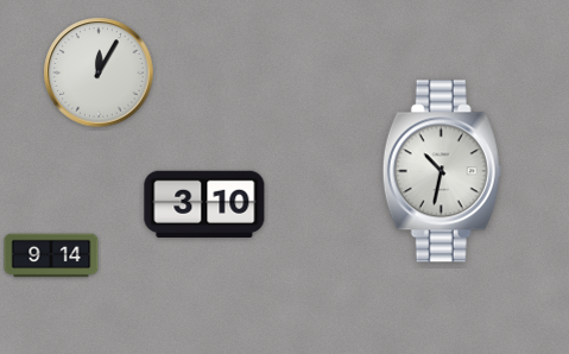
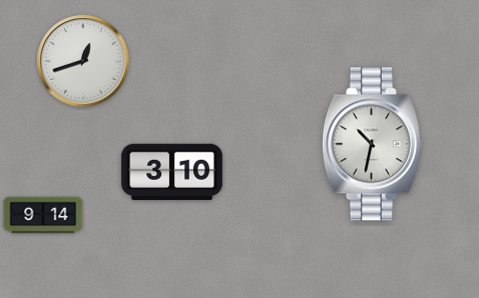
clock at (99, 72): 12:05 -> 12:42
